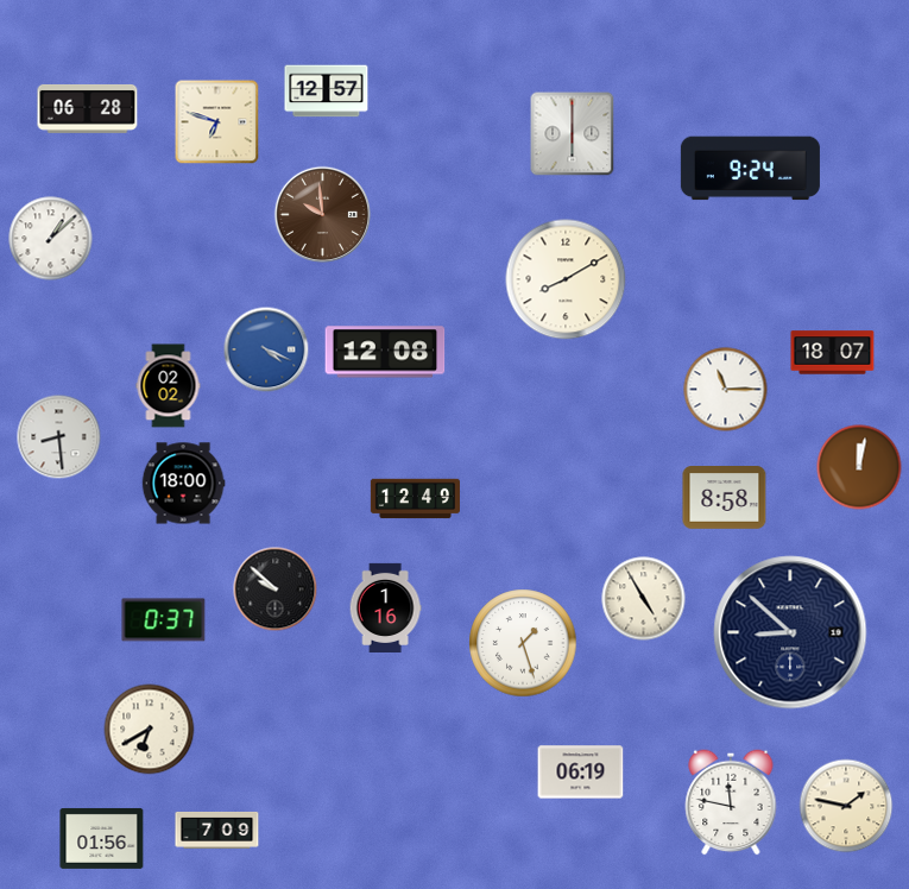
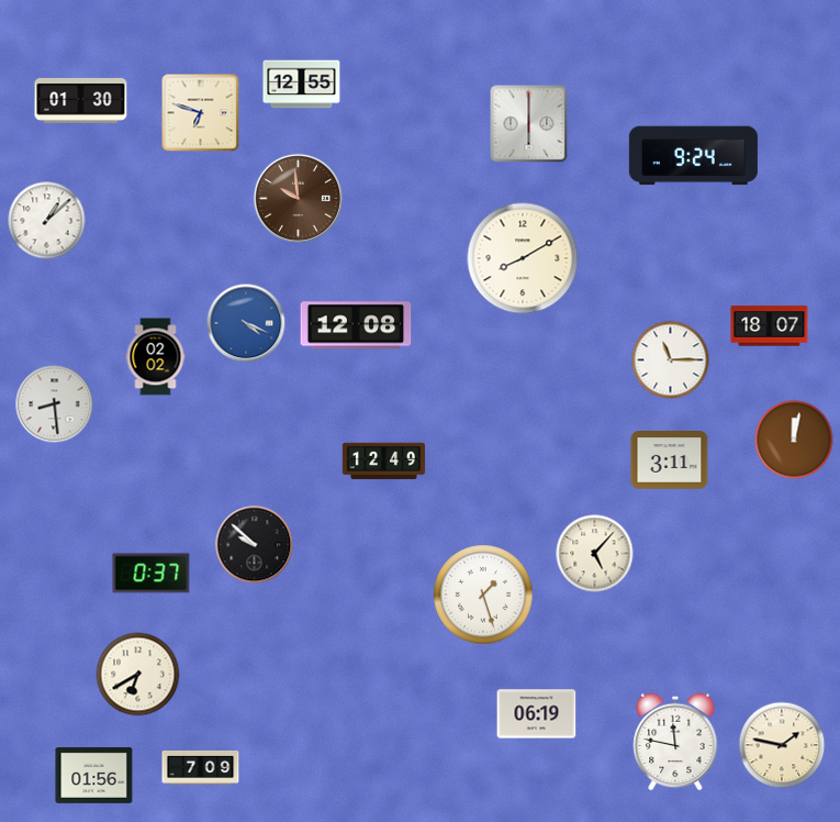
clock at (327, 92): 12:57 -> 12:55
clock at (88, 108): 06:28 -> 01:30
clock at (859, 467) position: (859, 467) -> (794, 440)
clock at (183, 484): 18:00 -> none
clock at (725, 498): 8:58 -> 3:11
clock at (644, 599): 4:55 -> 5:07
clock at (385, 607): 1:16 -> none
clock at (790, 632): 8:52 -> none
